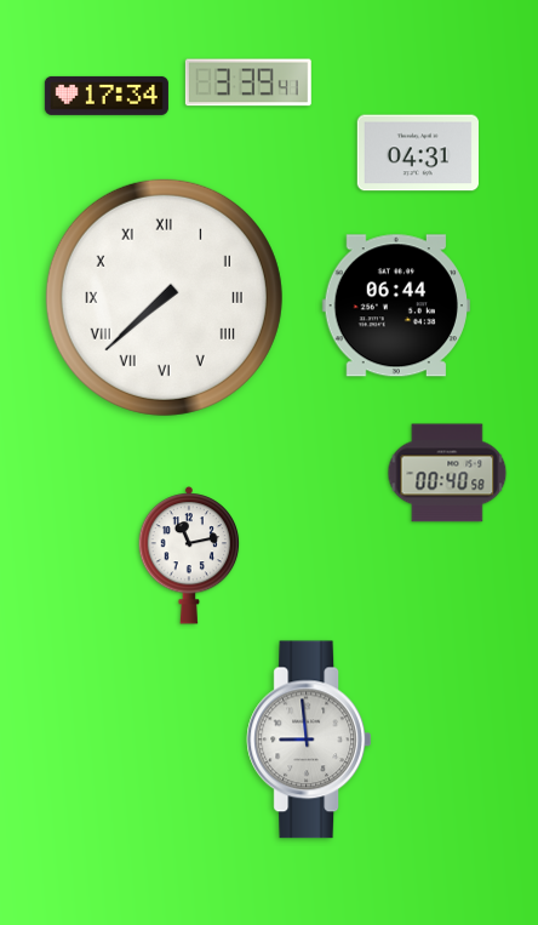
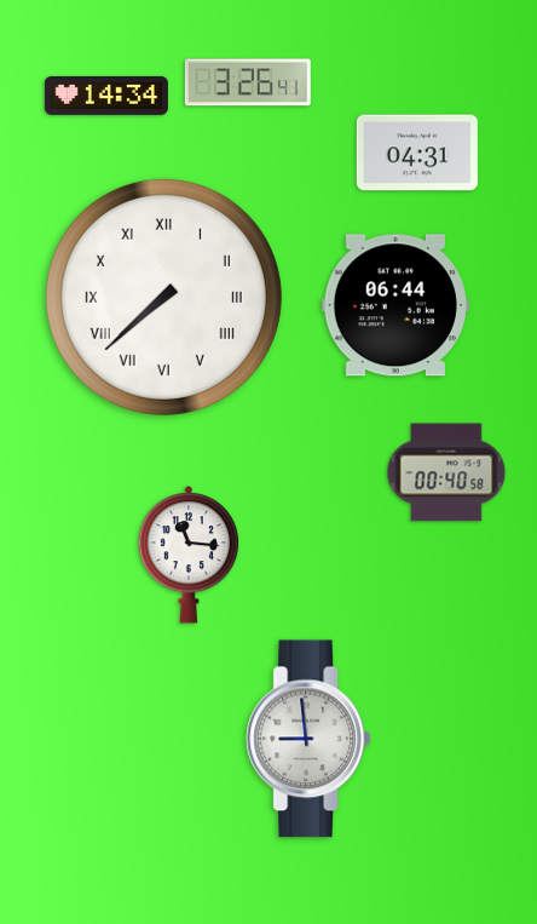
clock at (248, 82): 3:39 -> 3:26
clock at (107, 96): 17:34 -> 14:34
clock at (189, 556): 11:13 -> 11:16
